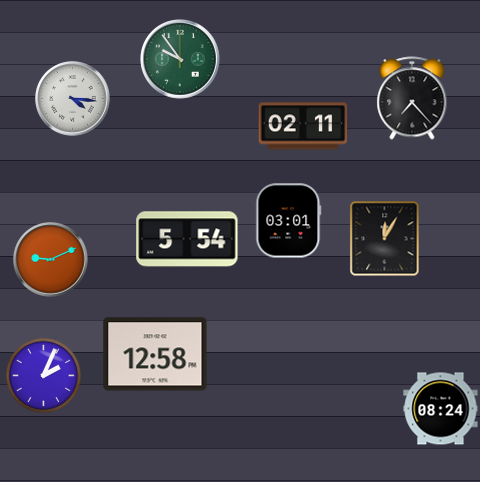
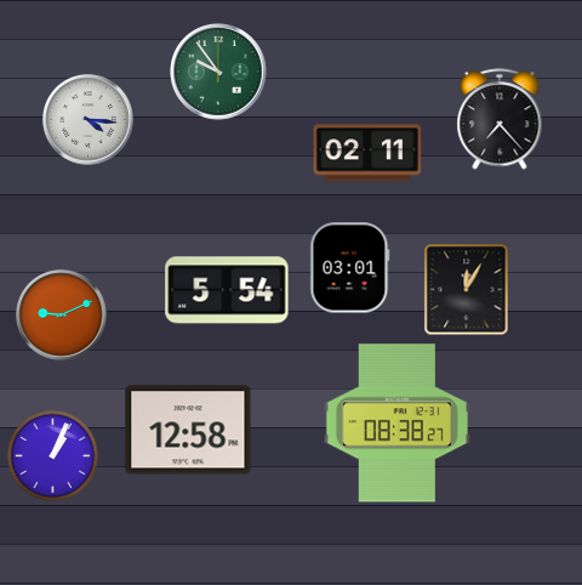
clock at (396, 424): none -> 08:38
clock at (43, 375): 2:04 -> 1:04
clock at (441, 409): 08:24 -> none
